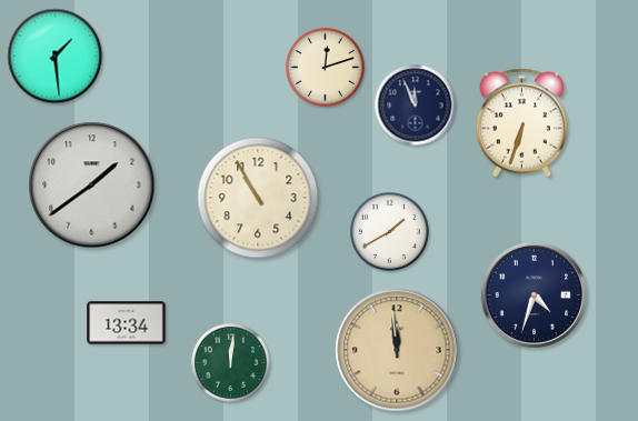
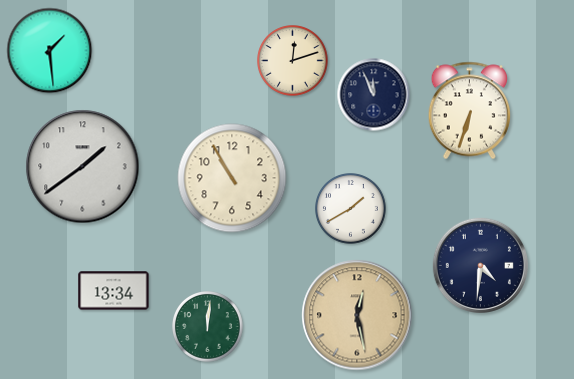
clock at (534, 294): 4:33 -> 4:31
clock at (397, 350): 11:59 -> 12:28
